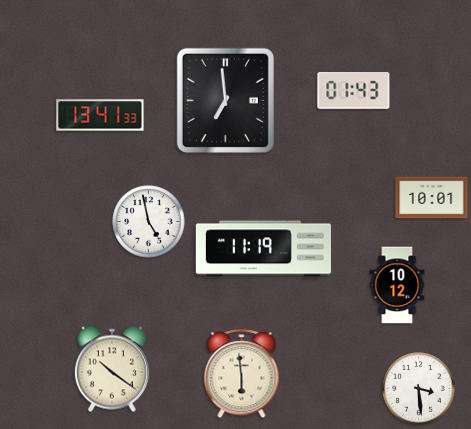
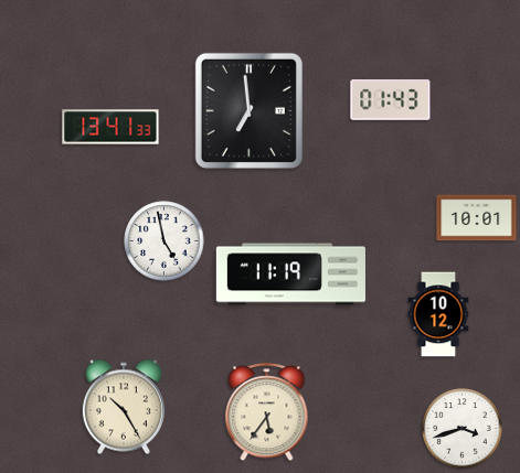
clock at (149, 222) position: (149, 222) -> (165, 241)
clock at (112, 369): 10:21 -> 10:25
clock at (242, 374): 5:59 -> 5:36
clock at (419, 389): 3:29 -> 3:42
